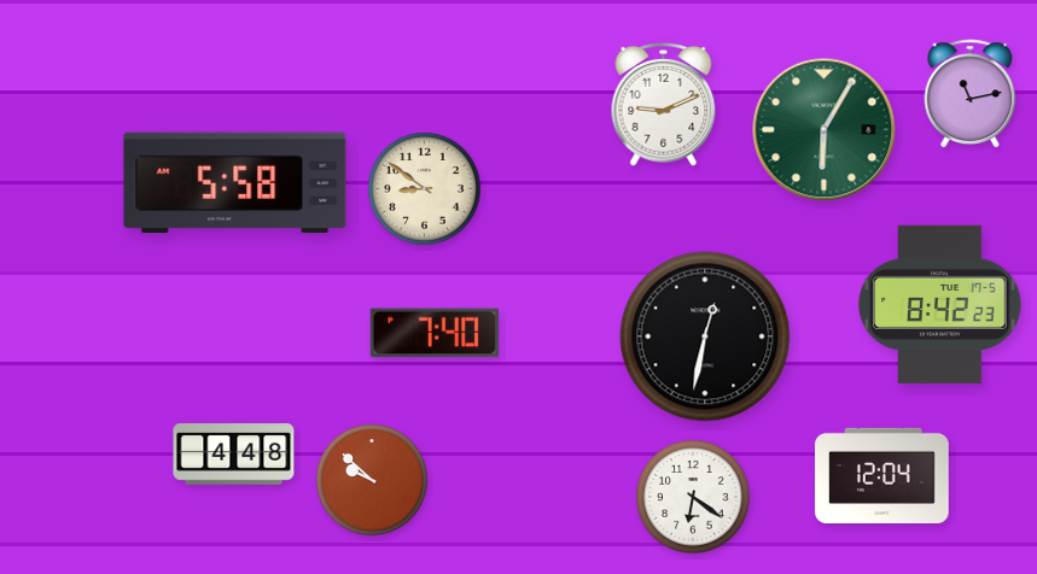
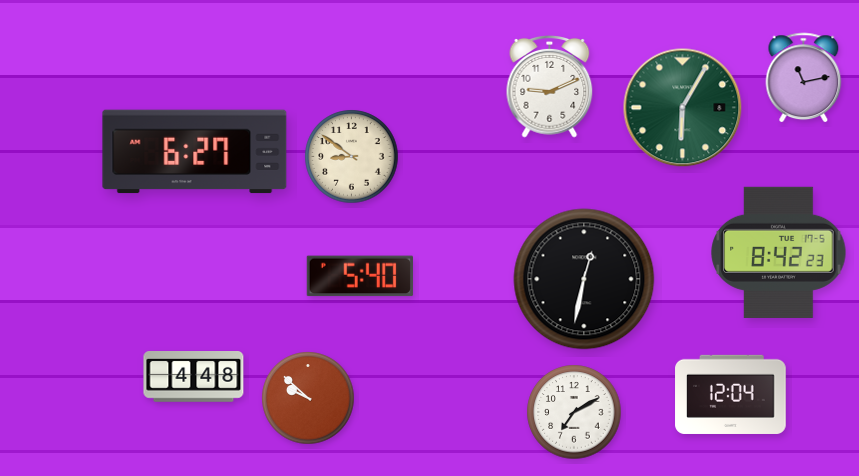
clock at (235, 183): 5:58 -> 6:27
clock at (435, 333): 7:40 -> 5:40
clock at (693, 497): 6:21 -> 7:10
